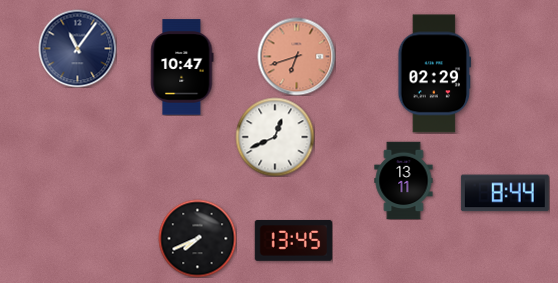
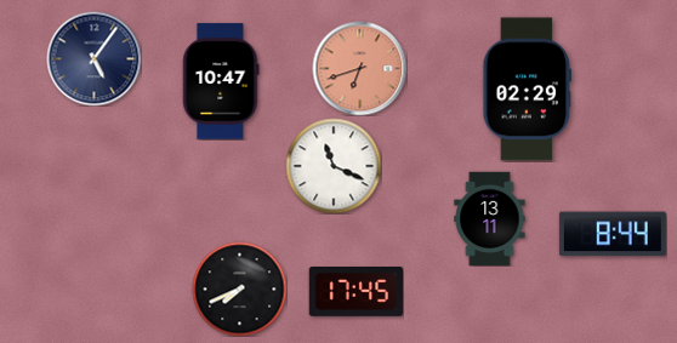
clock at (77, 48): 11:06 -> 5:06
clock at (275, 137): 12:41 -> 11:19
clock at (293, 241): 13:45 -> 17:45
